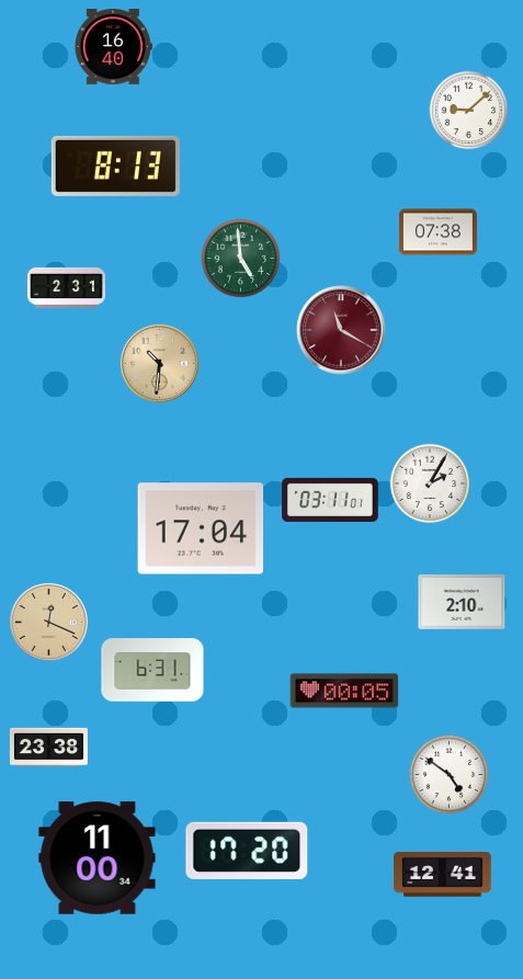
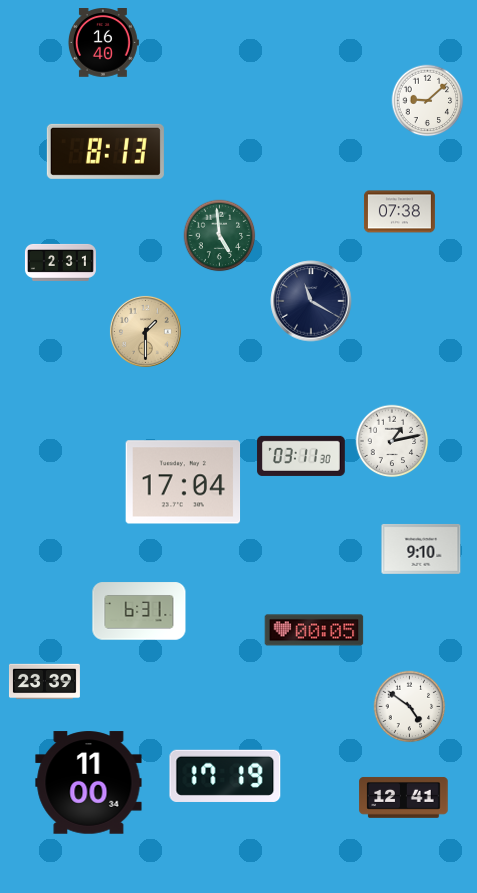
clock at (341, 330) dial: burgundy -> navy
clock at (159, 363): 10:31 -> 1:30
clock at (430, 483): 2:05 -> 1:13
clock at (330, 500): 03:11:01 -> 03:11:30
clock at (462, 602): 2:10 -> 9:10
clock at (48, 622): 12:19 -> none
clock at (48, 748): 23:38 -> 23:39
clock at (247, 851): 17:20 -> 17:19
